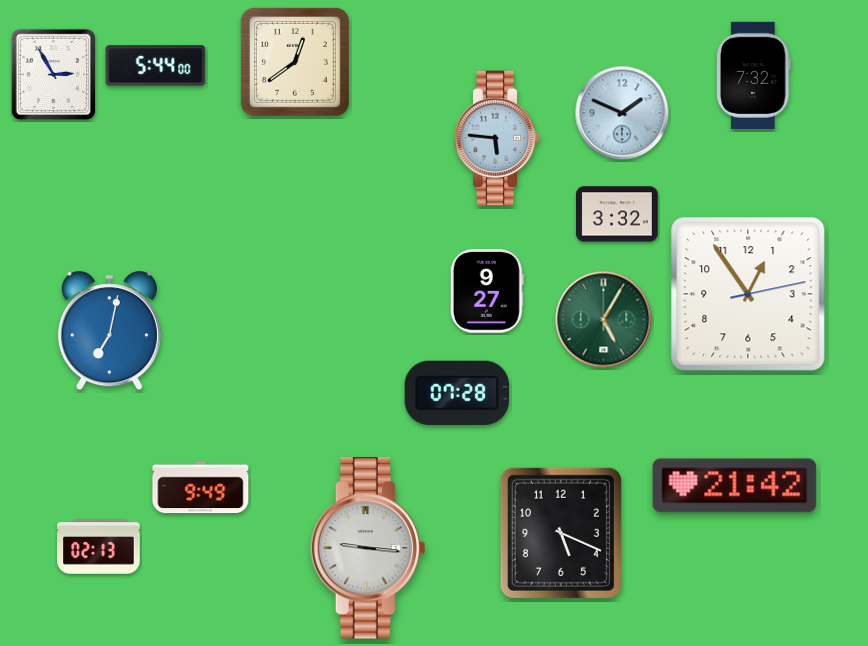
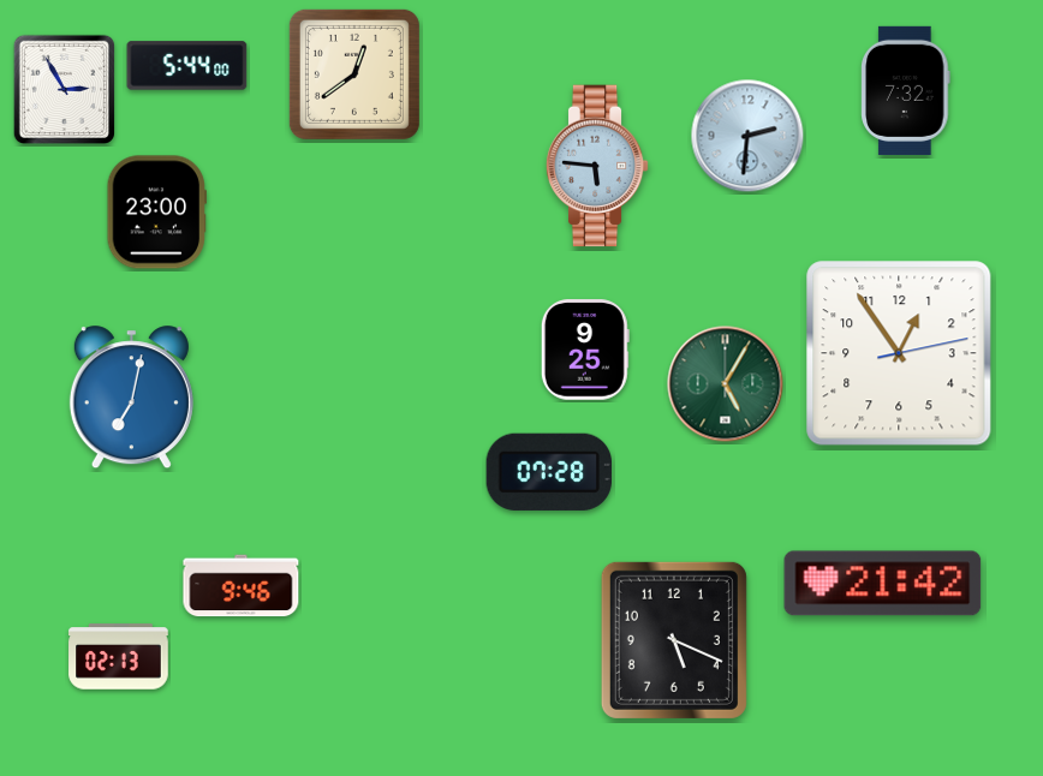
clock at (156, 66) position: (156, 66) -> (187, 66)
clock at (622, 113): 1:49 -> 2:31
clock at (156, 213): none -> 23:00
clock at (617, 214): 3:32 -> none
clock at (487, 291): 9:27 -> 9:25
clock at (201, 488): 9:49 -> 9:46
clock at (367, 548): 9:16 -> none
